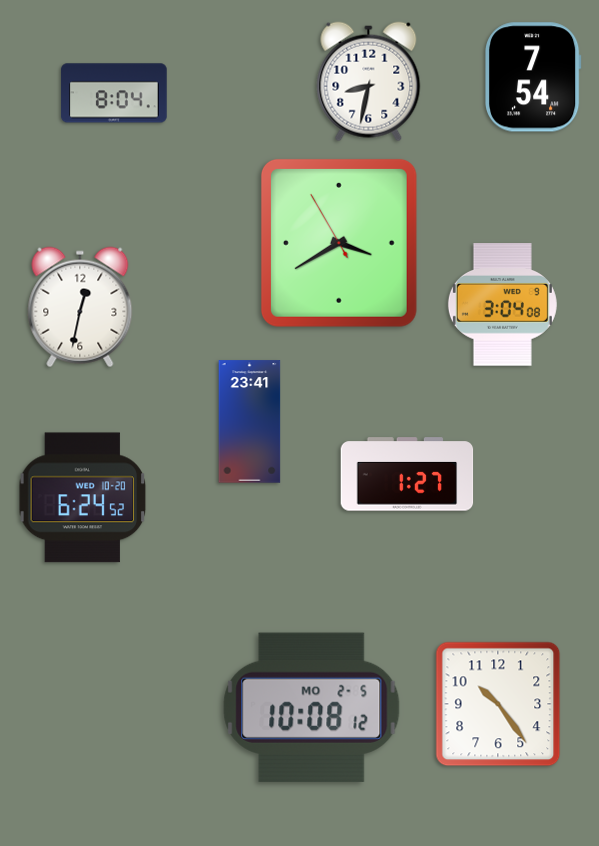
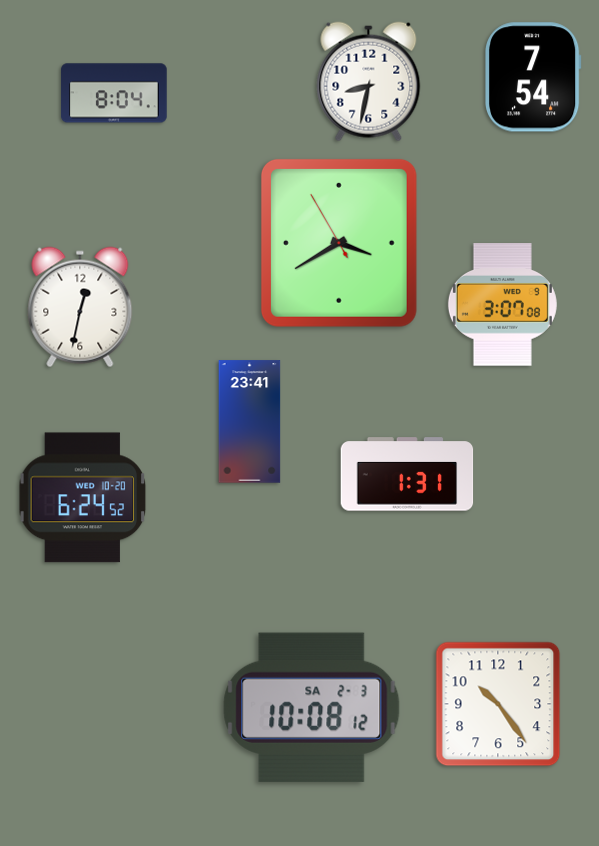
clock at (502, 305): 3:04 -> 3:07
clock at (407, 474): 1:27 -> 1:31
clock at (312, 707) date: MO 2-5 -> SA 2-3
